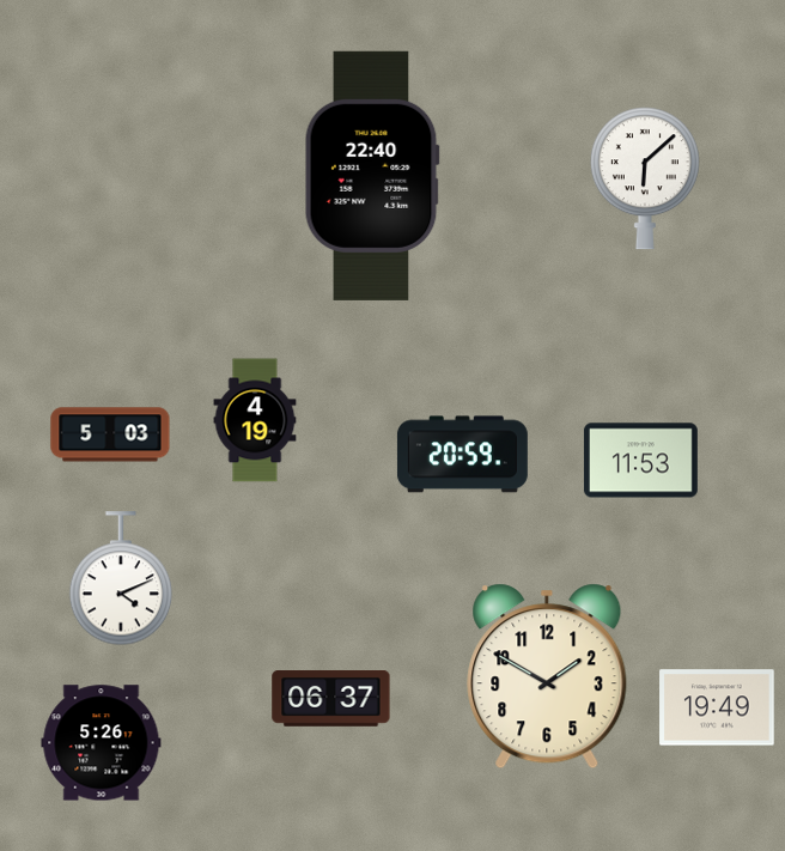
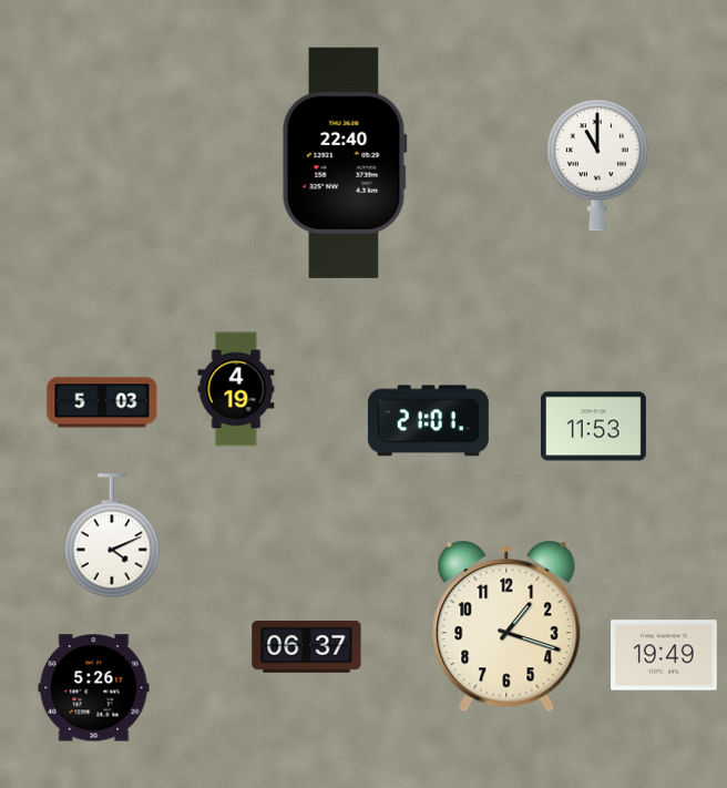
clock at (645, 178): 6:08 -> 11:00
clock at (462, 455): 20:59 -> 21:01
clock at (547, 676): 1:50 -> 1:18
